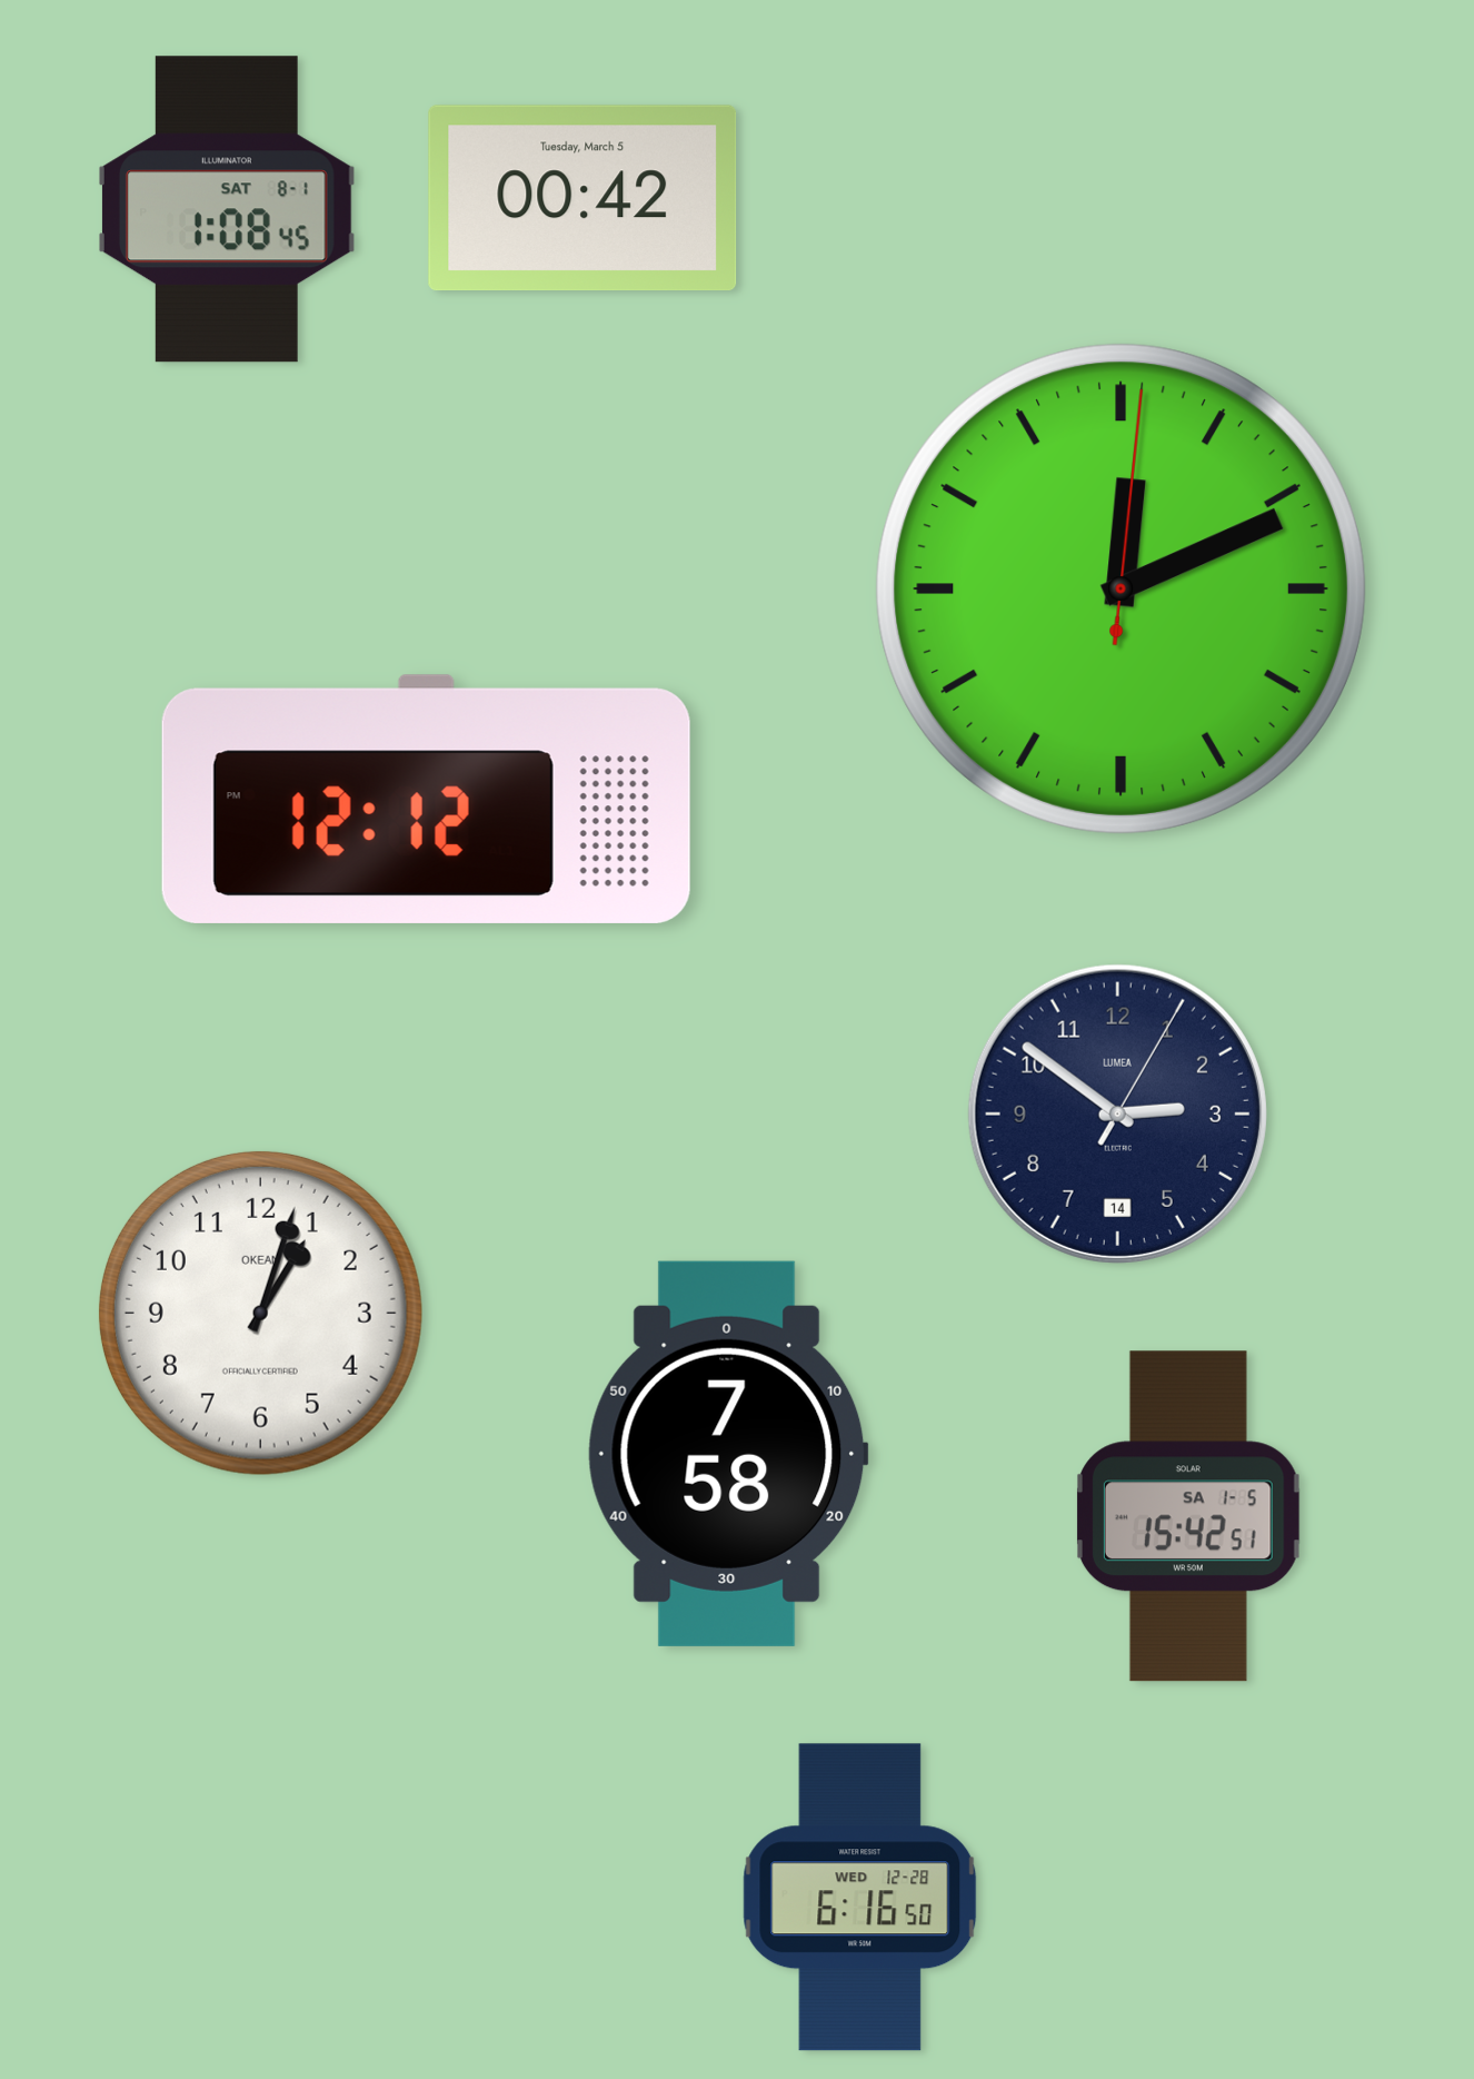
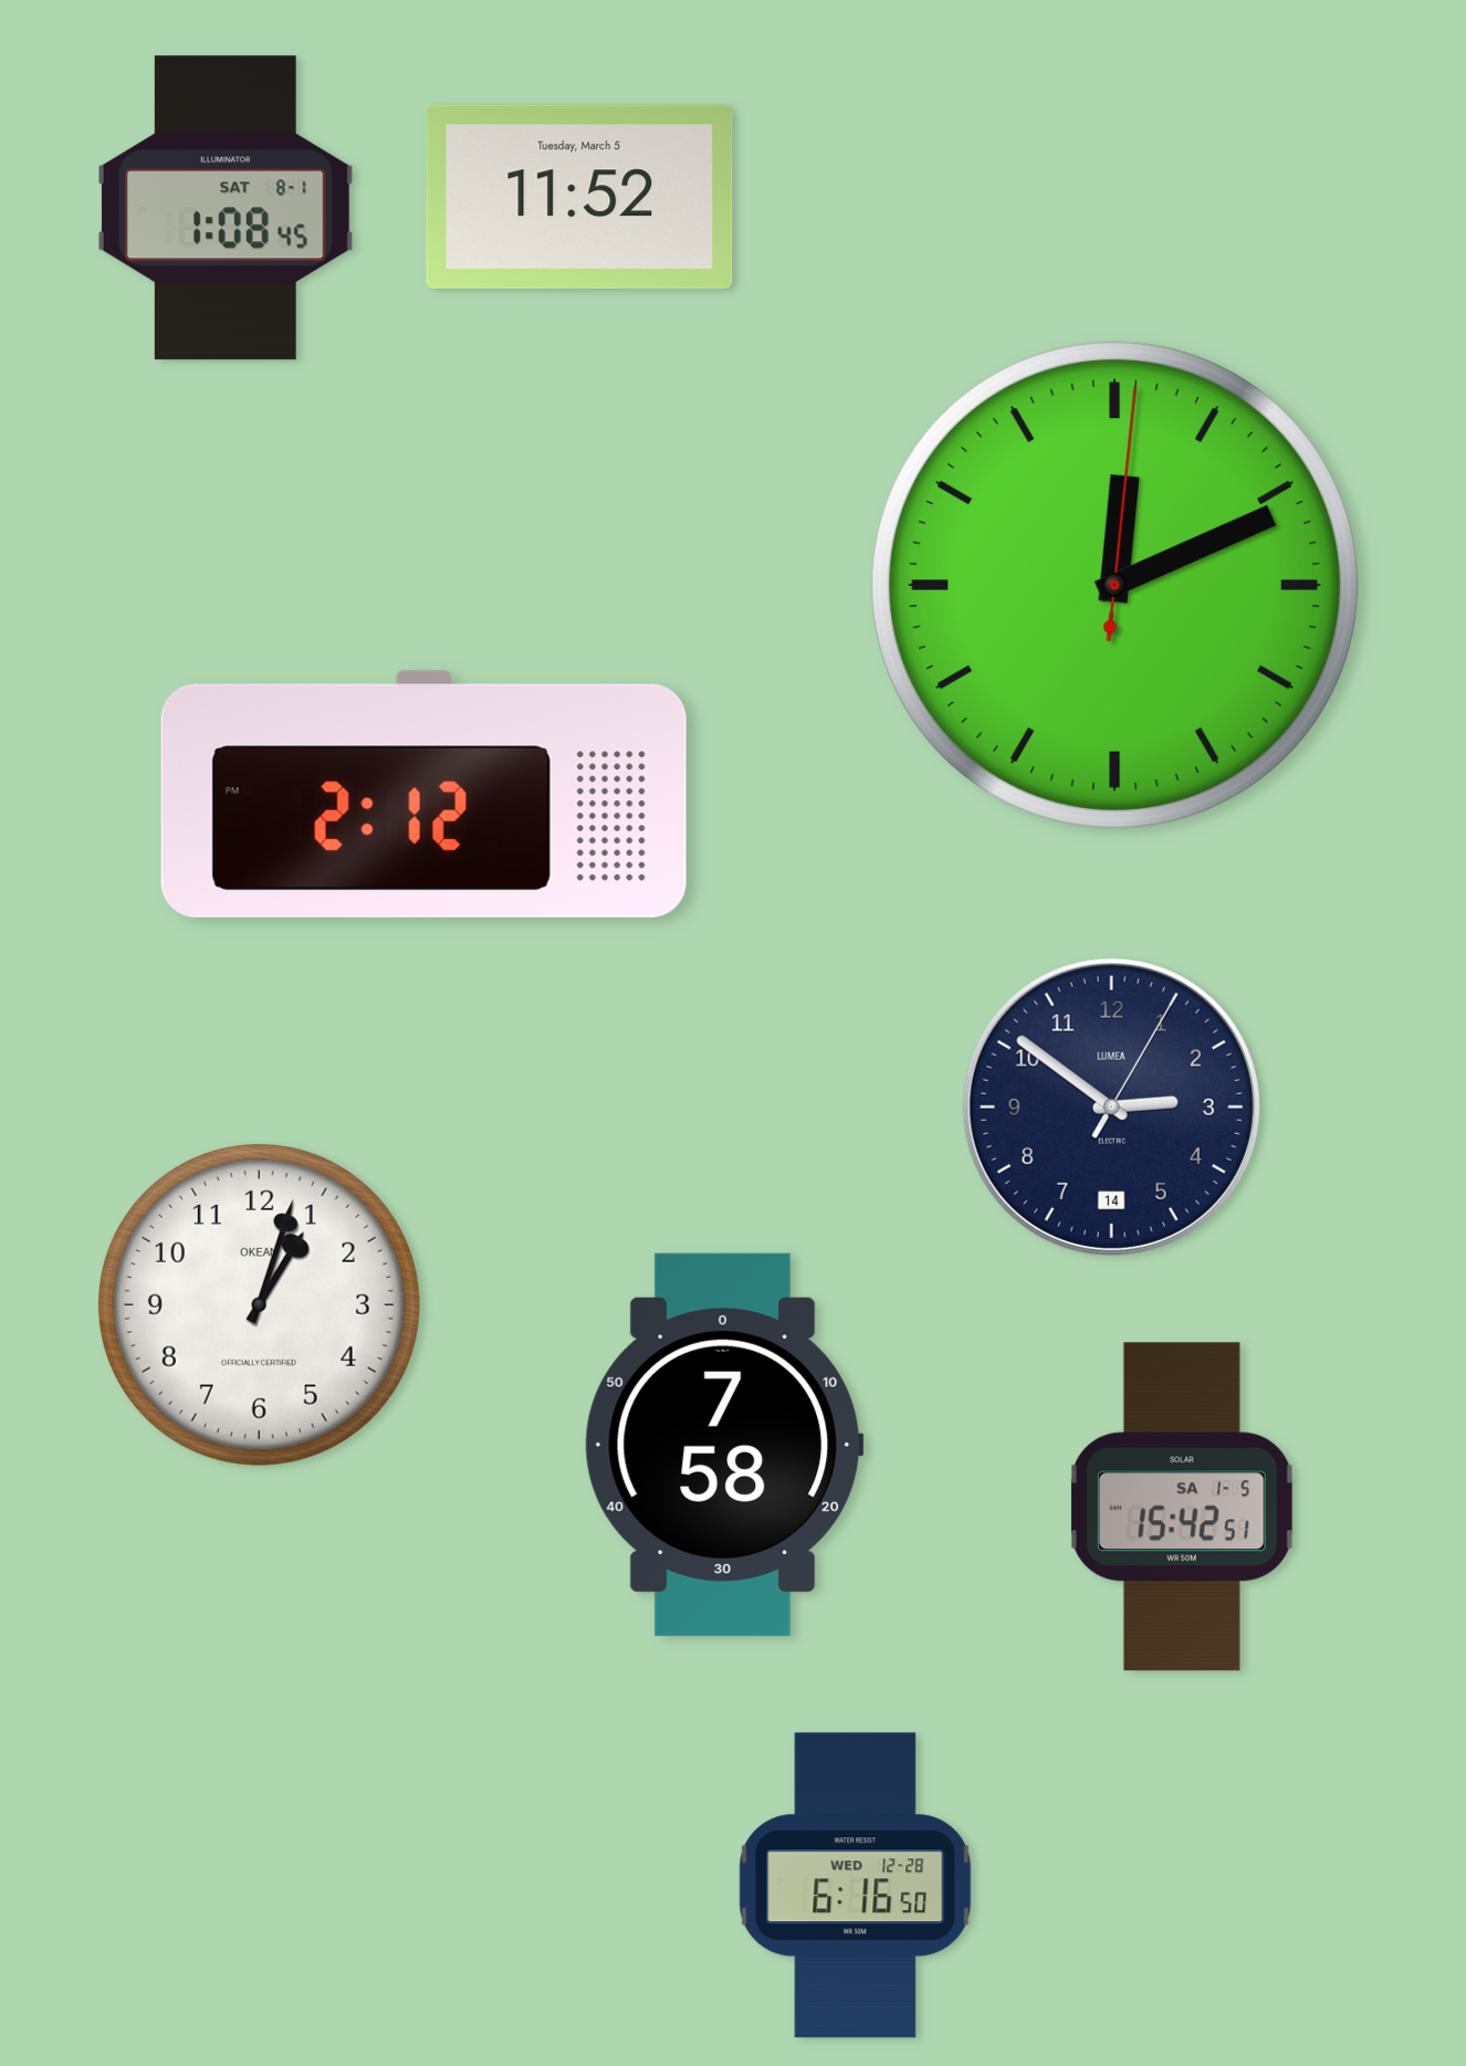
clock at (582, 198): 00:42 -> 11:52
clock at (426, 799): 12:12 -> 2:12
